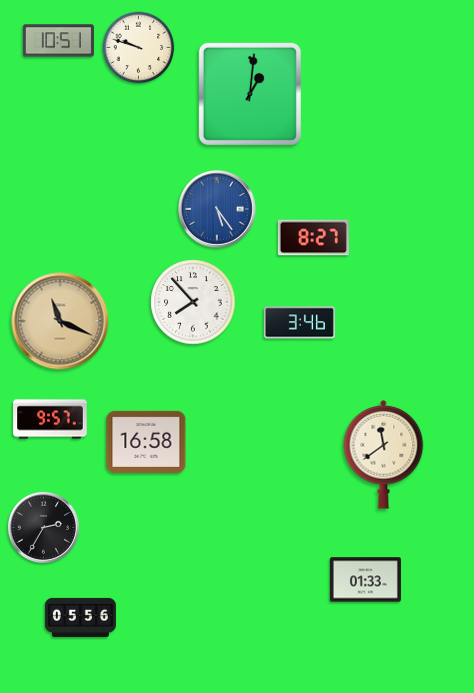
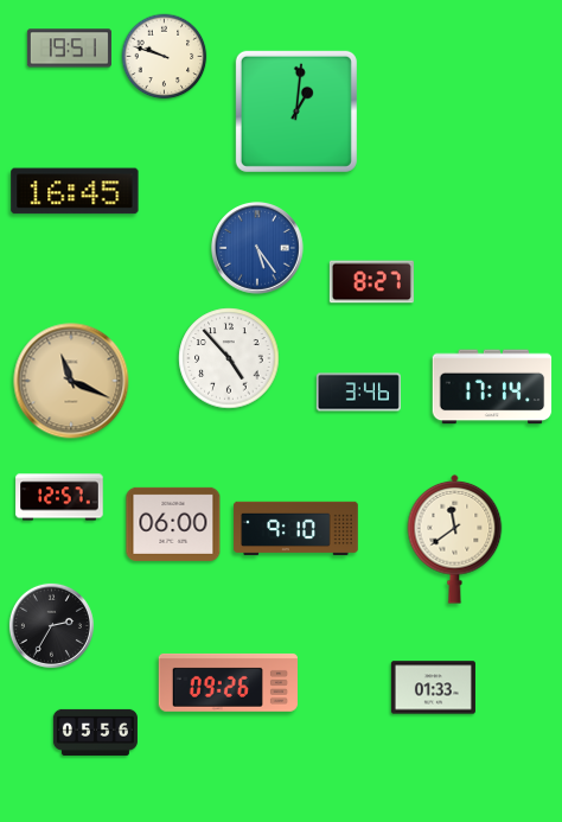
clock at (58, 41): 10:51 -> 19:51
clock at (75, 191): none -> 16:45
clock at (193, 302): 7:53 -> 4:53
clock at (299, 323) position: (299, 323) -> (358, 393)
clock at (492, 387): none -> 17:14
clock at (50, 419): 9:57 -> 12:57
clock at (146, 442): 16:58 -> 06:00
clock at (296, 529): none -> 9:10
clock at (228, 682): none -> 09:26
